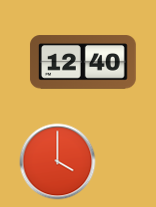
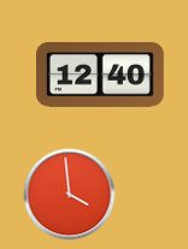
clock at (58, 162): 4:00 -> 3:59
